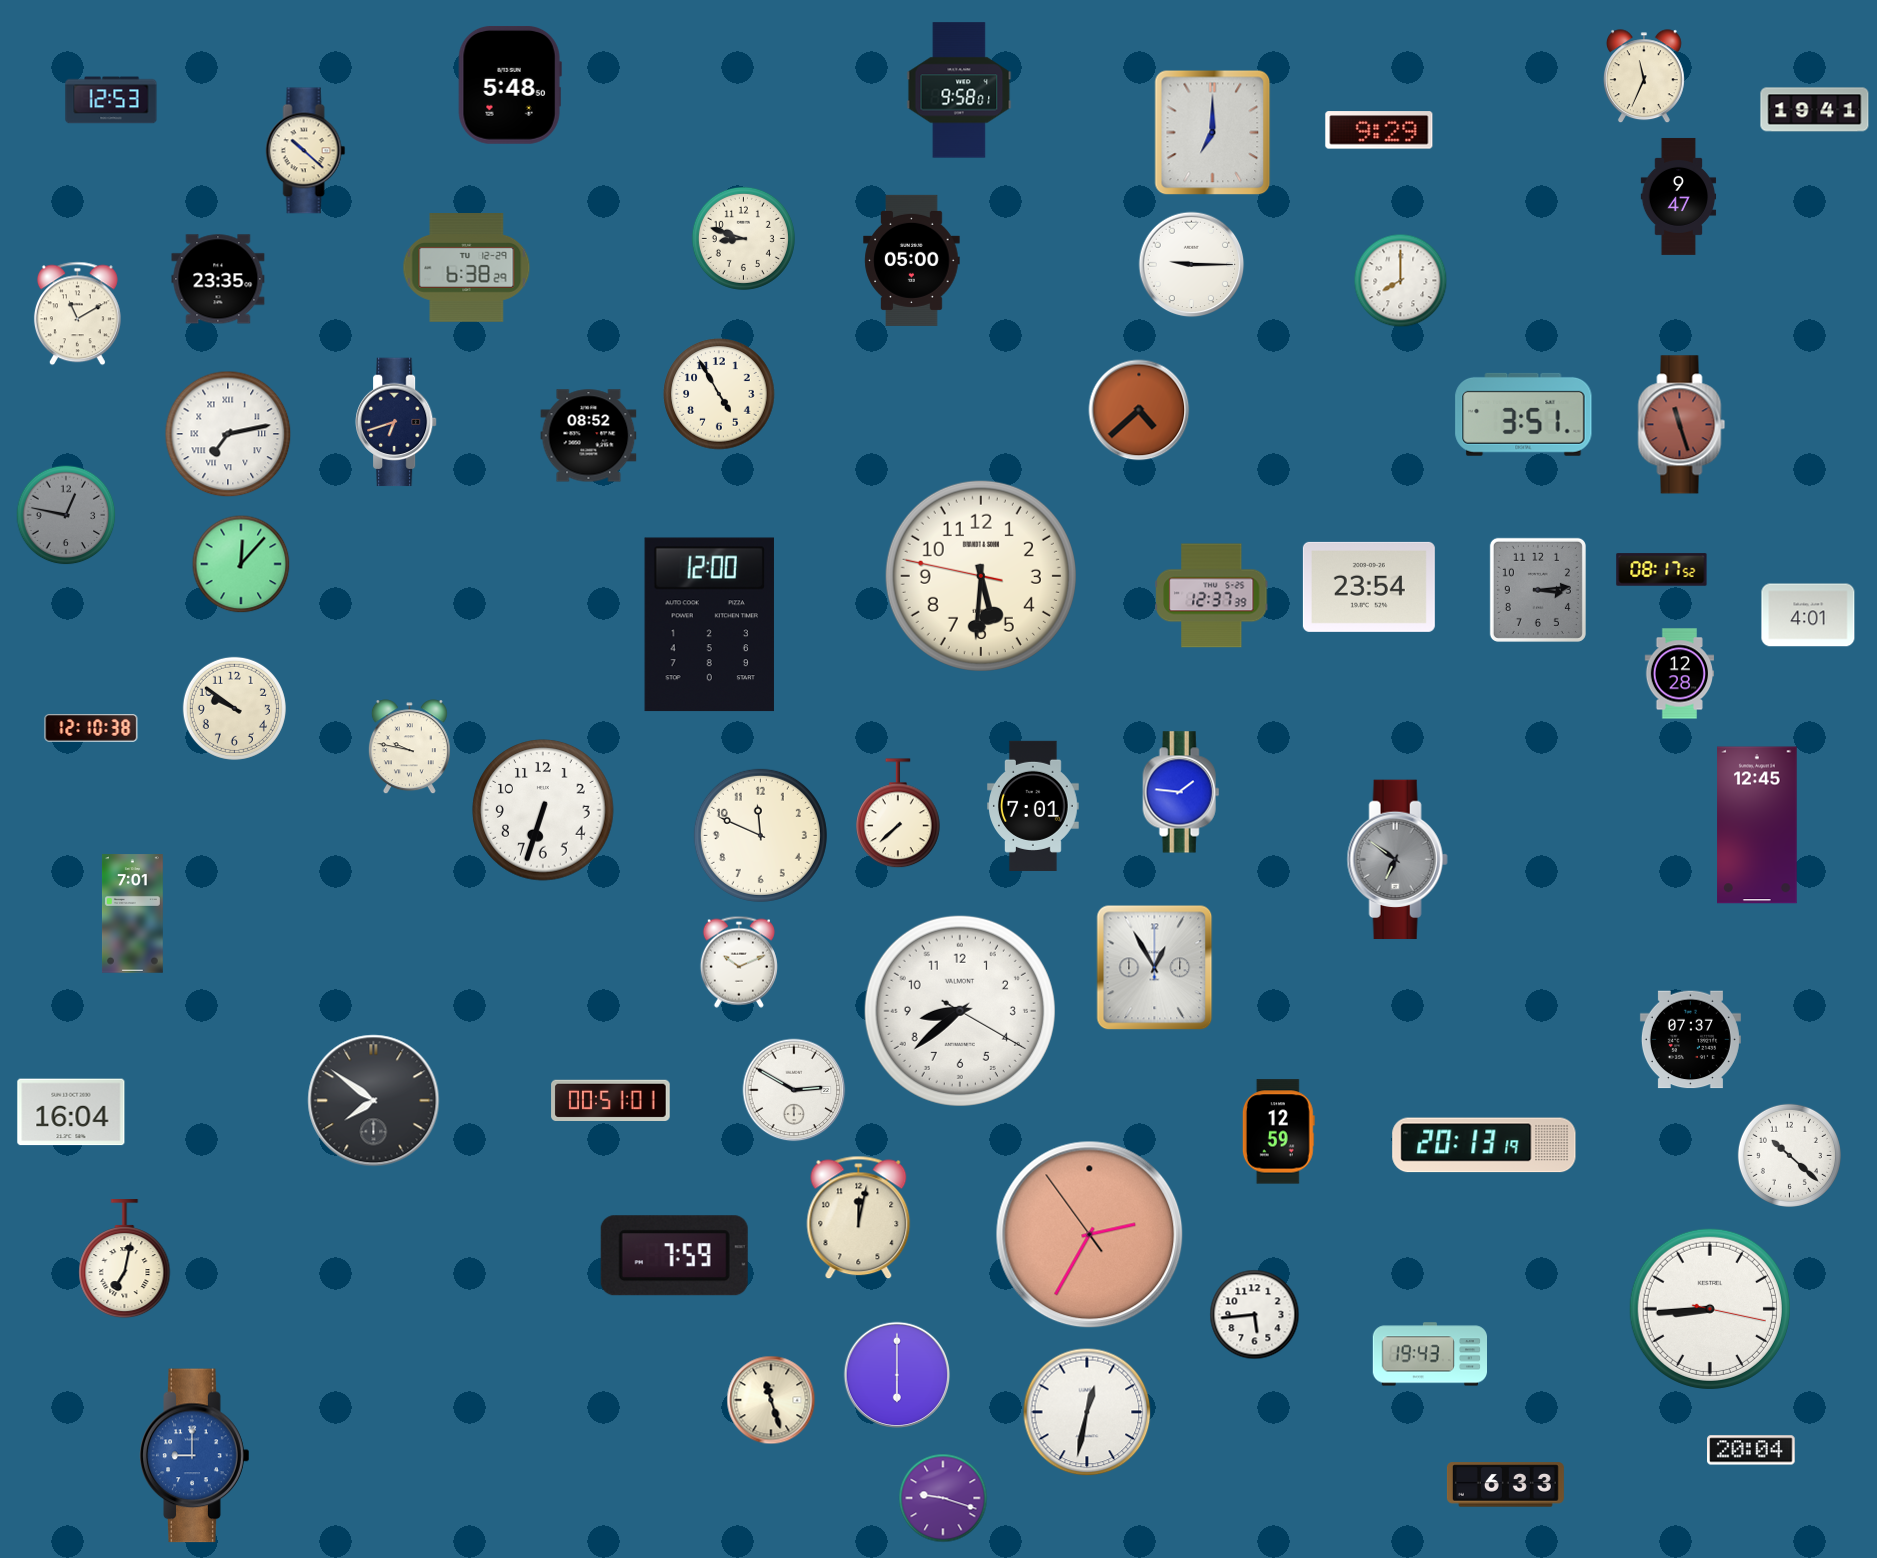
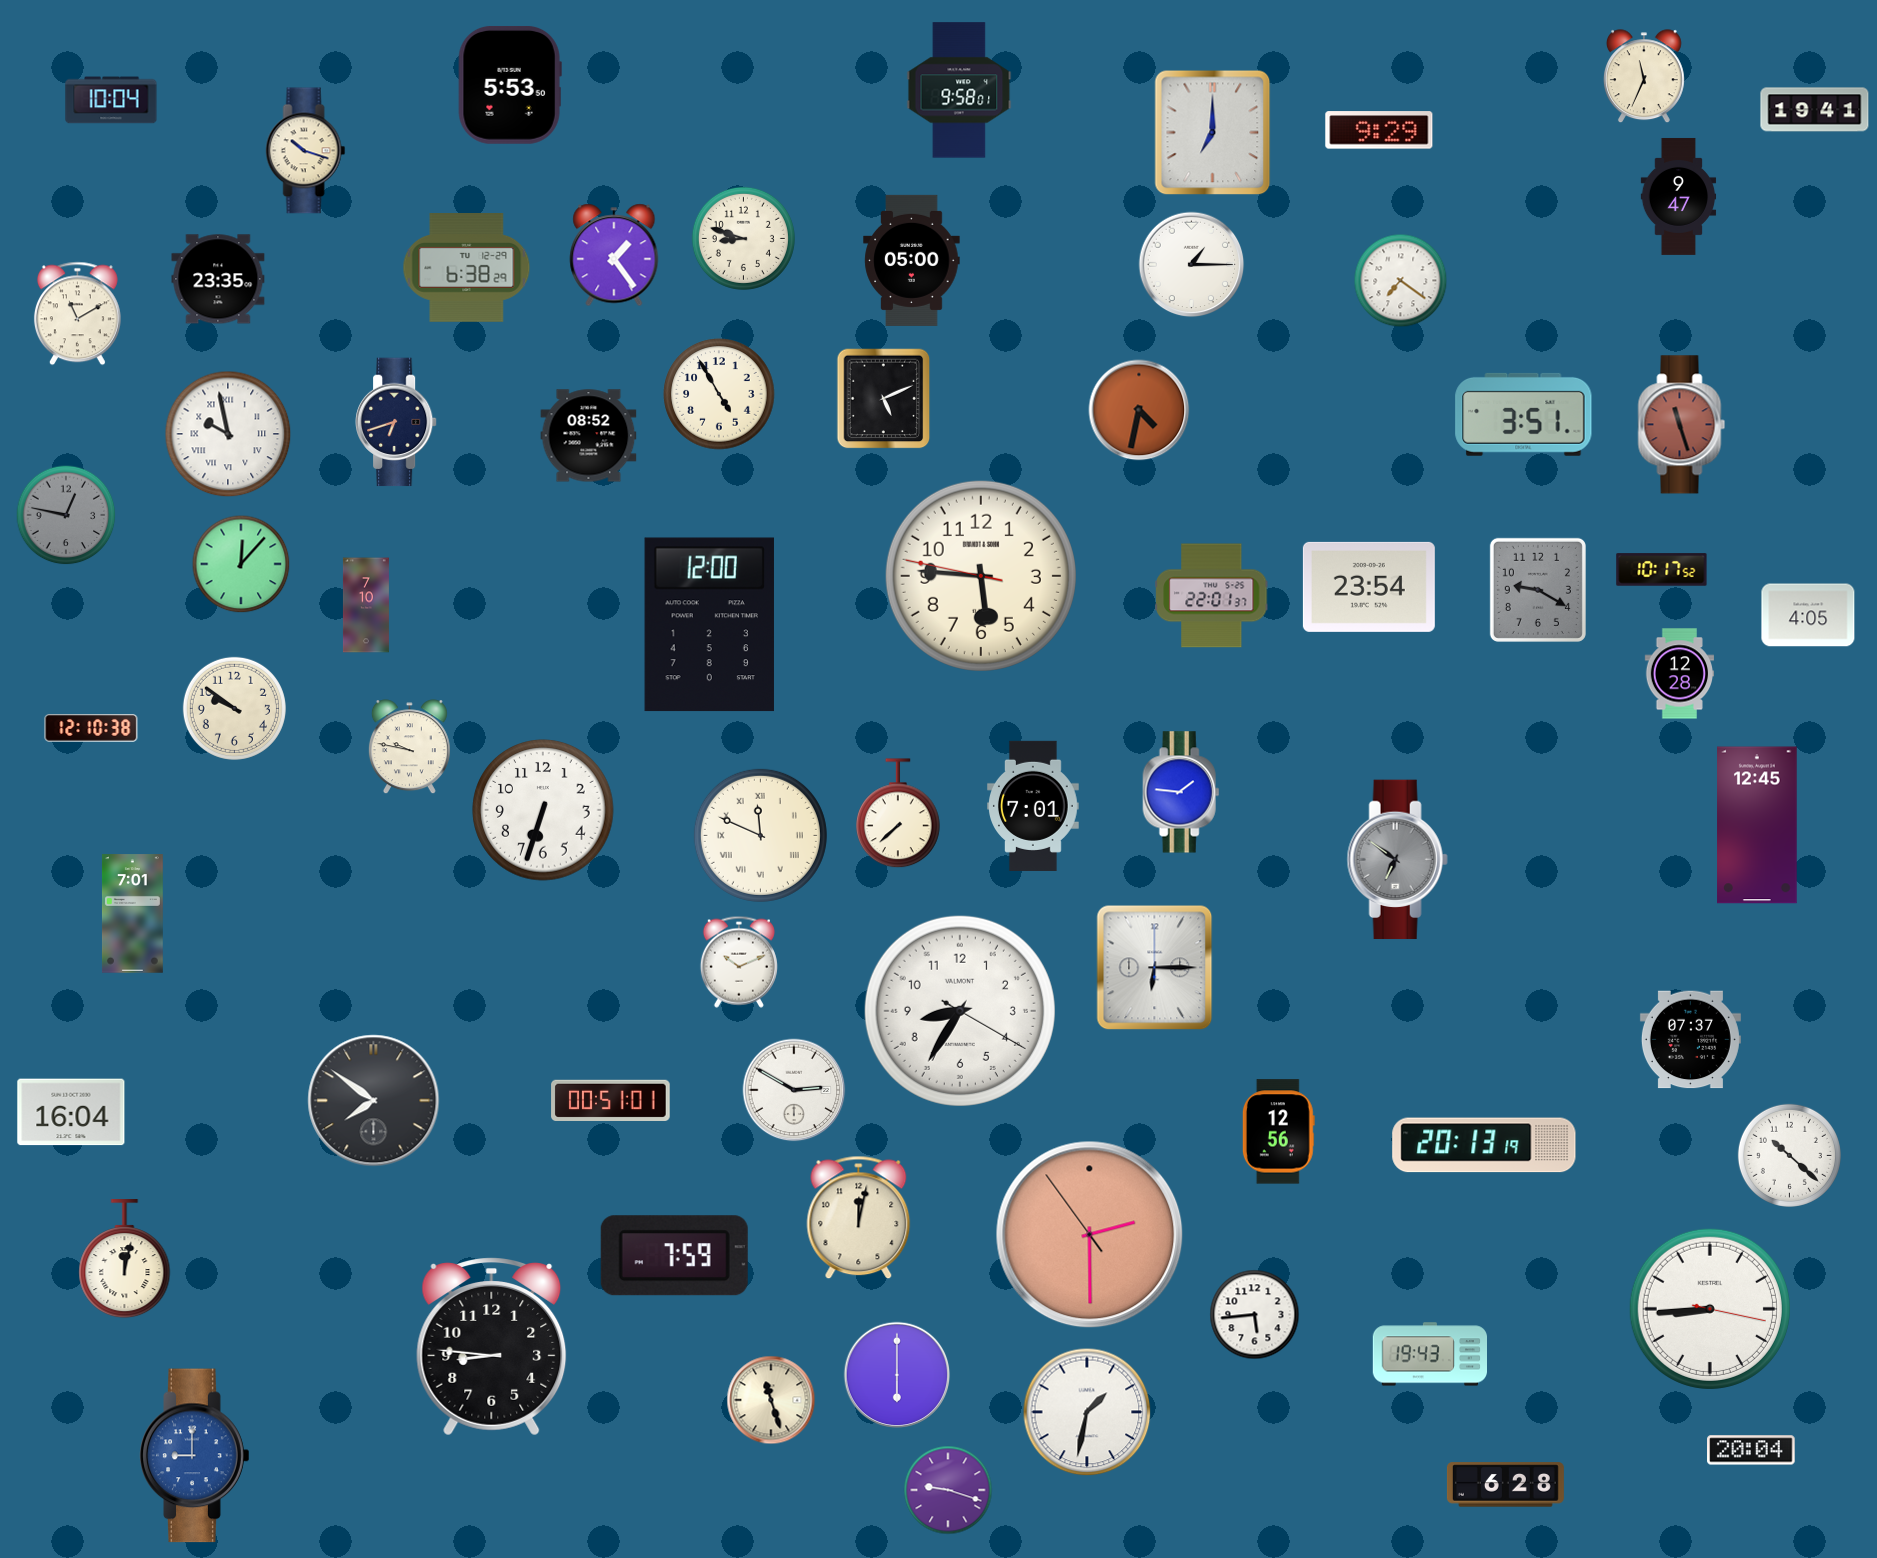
clock at (510, 85): 5:48 -> 5:53
clock at (111, 100): 12:53 -> 10:04
clock at (306, 151): 10:22 -> 10:18
clock at (614, 255): none -> 1:24
clock at (1192, 265): 9:15 -> 1:15
clock at (1401, 281): 8:00 -> 7:21
clock at (884, 399): none -> 5:11
clock at (1139, 410): 4:38 -> 4:32
clock at (228, 434): 7:13 -> 9:58
clock at (1662, 570): 08:17 -> 10:17
clock at (981, 576): 5:30 -> 5:45
clock at (1538, 590): 3:14 -> 9:20
clock at (1212, 596): 12:37 -> 22:01
clock at (366, 605): none -> 7:10
clock at (1808, 615): 4:01 -> 4:05
clock at (760, 835) numerals: Arabic -> Roman
clock at (1155, 968): 12:55 -> 6:15
clock at (960, 1011): 8:38 -> 8:35
clock at (1278, 1132): 12:59 -> 12:56
clock at (1090, 1235): 2:34 -> 2:29
clock at (125, 1259): 7:02 -> 12:02
clock at (492, 1347): none -> 8:46
clock at (1087, 1412): 12:32 -> 1:32
clock at (1505, 1485): 6:33 -> 6:28
clock at (943, 1498) position: (943, 1498) -> (948, 1490)
